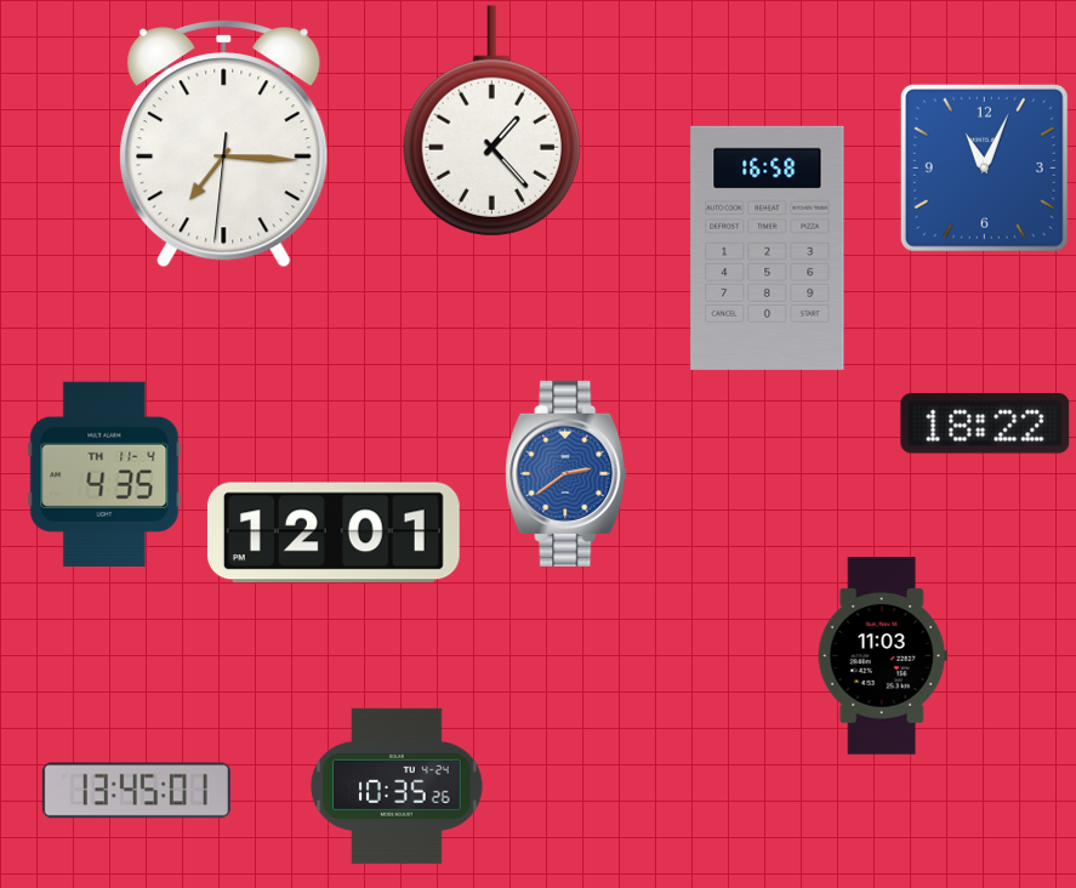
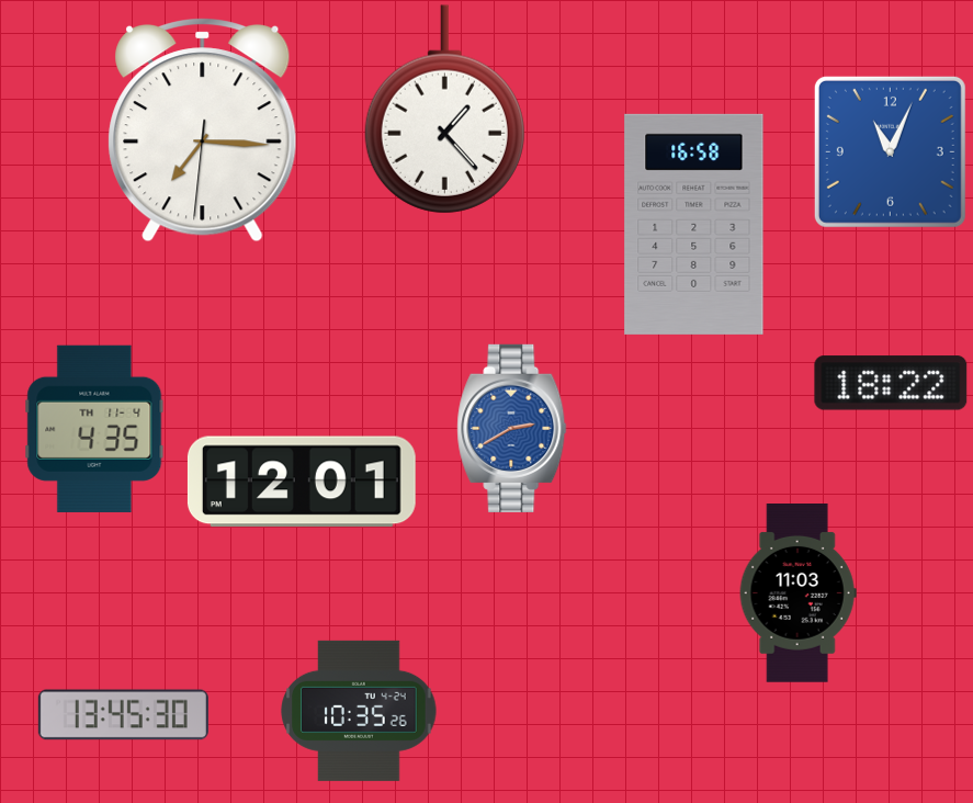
clock at (567, 473): 2:39 -> 2:40
clock at (136, 791): 13:45:01 -> 13:45:30
